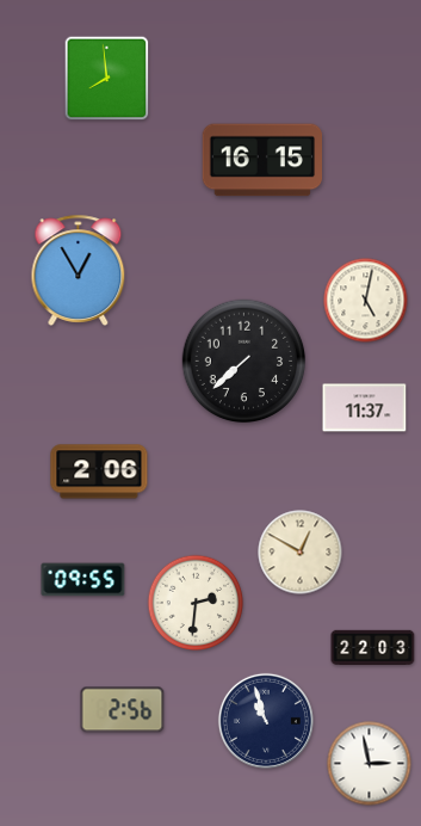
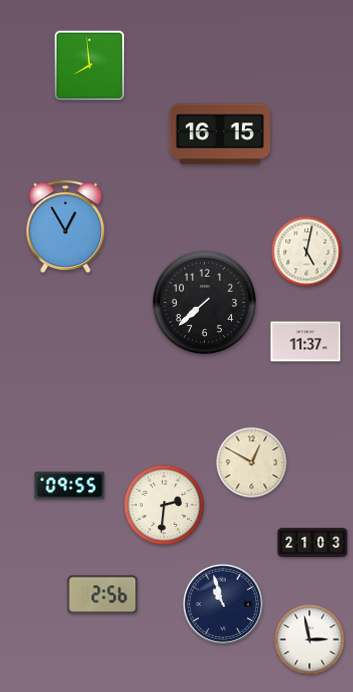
clock at (99, 471): 2:06 -> none
clock at (373, 647): 22:03 -> 21:03
